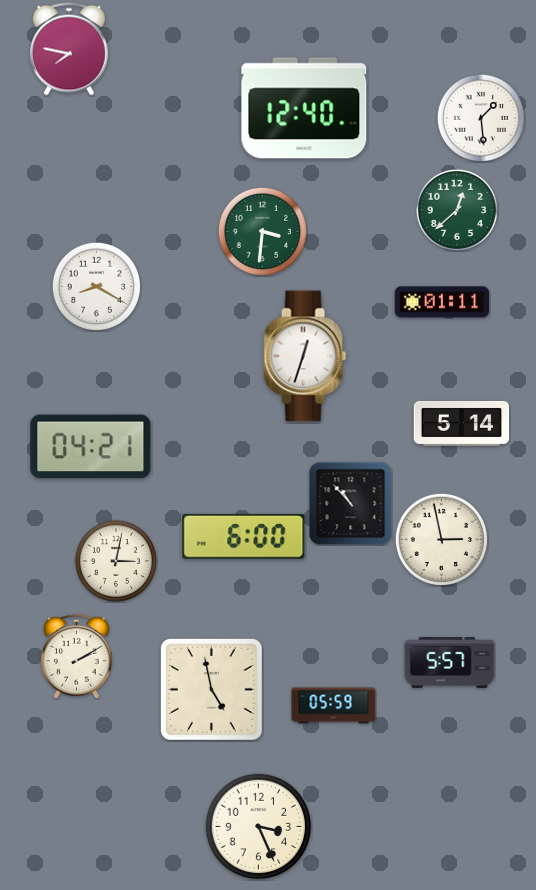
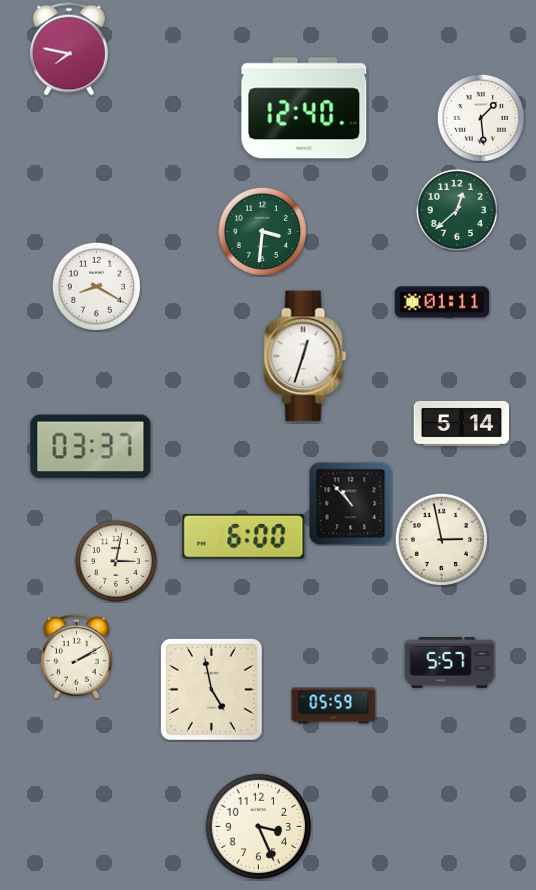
clock at (91, 447): 04:21 -> 03:37
